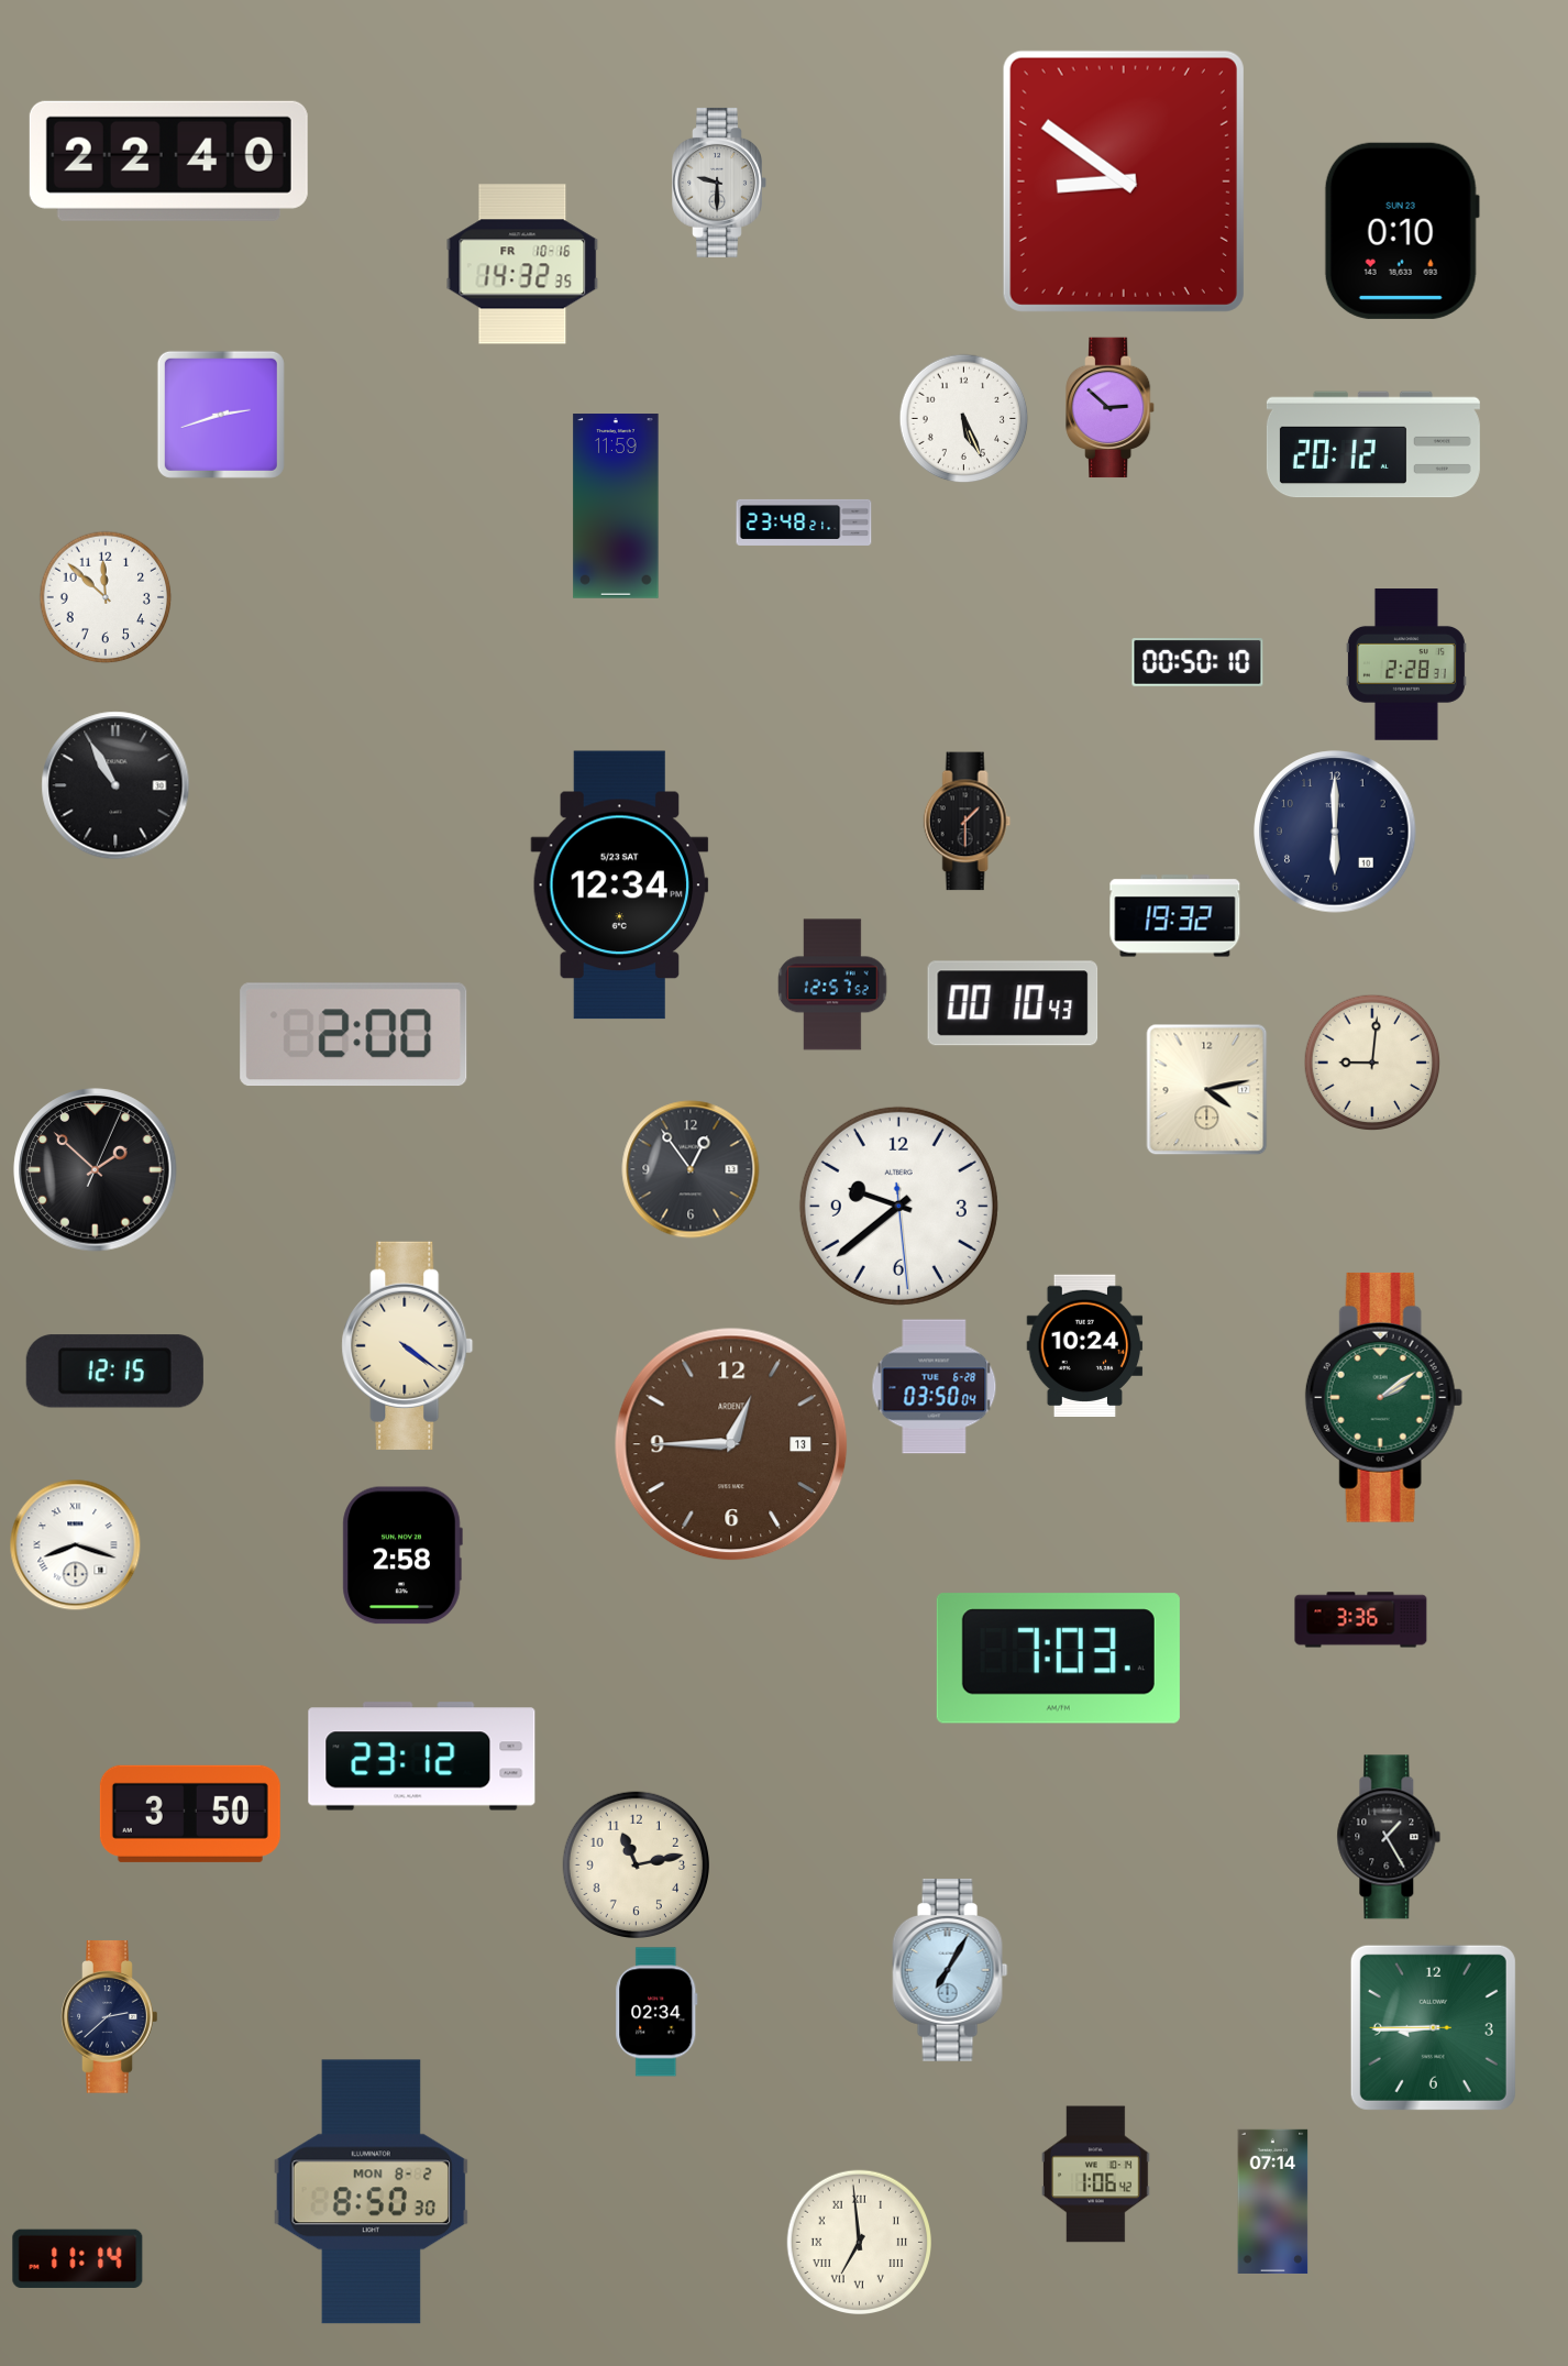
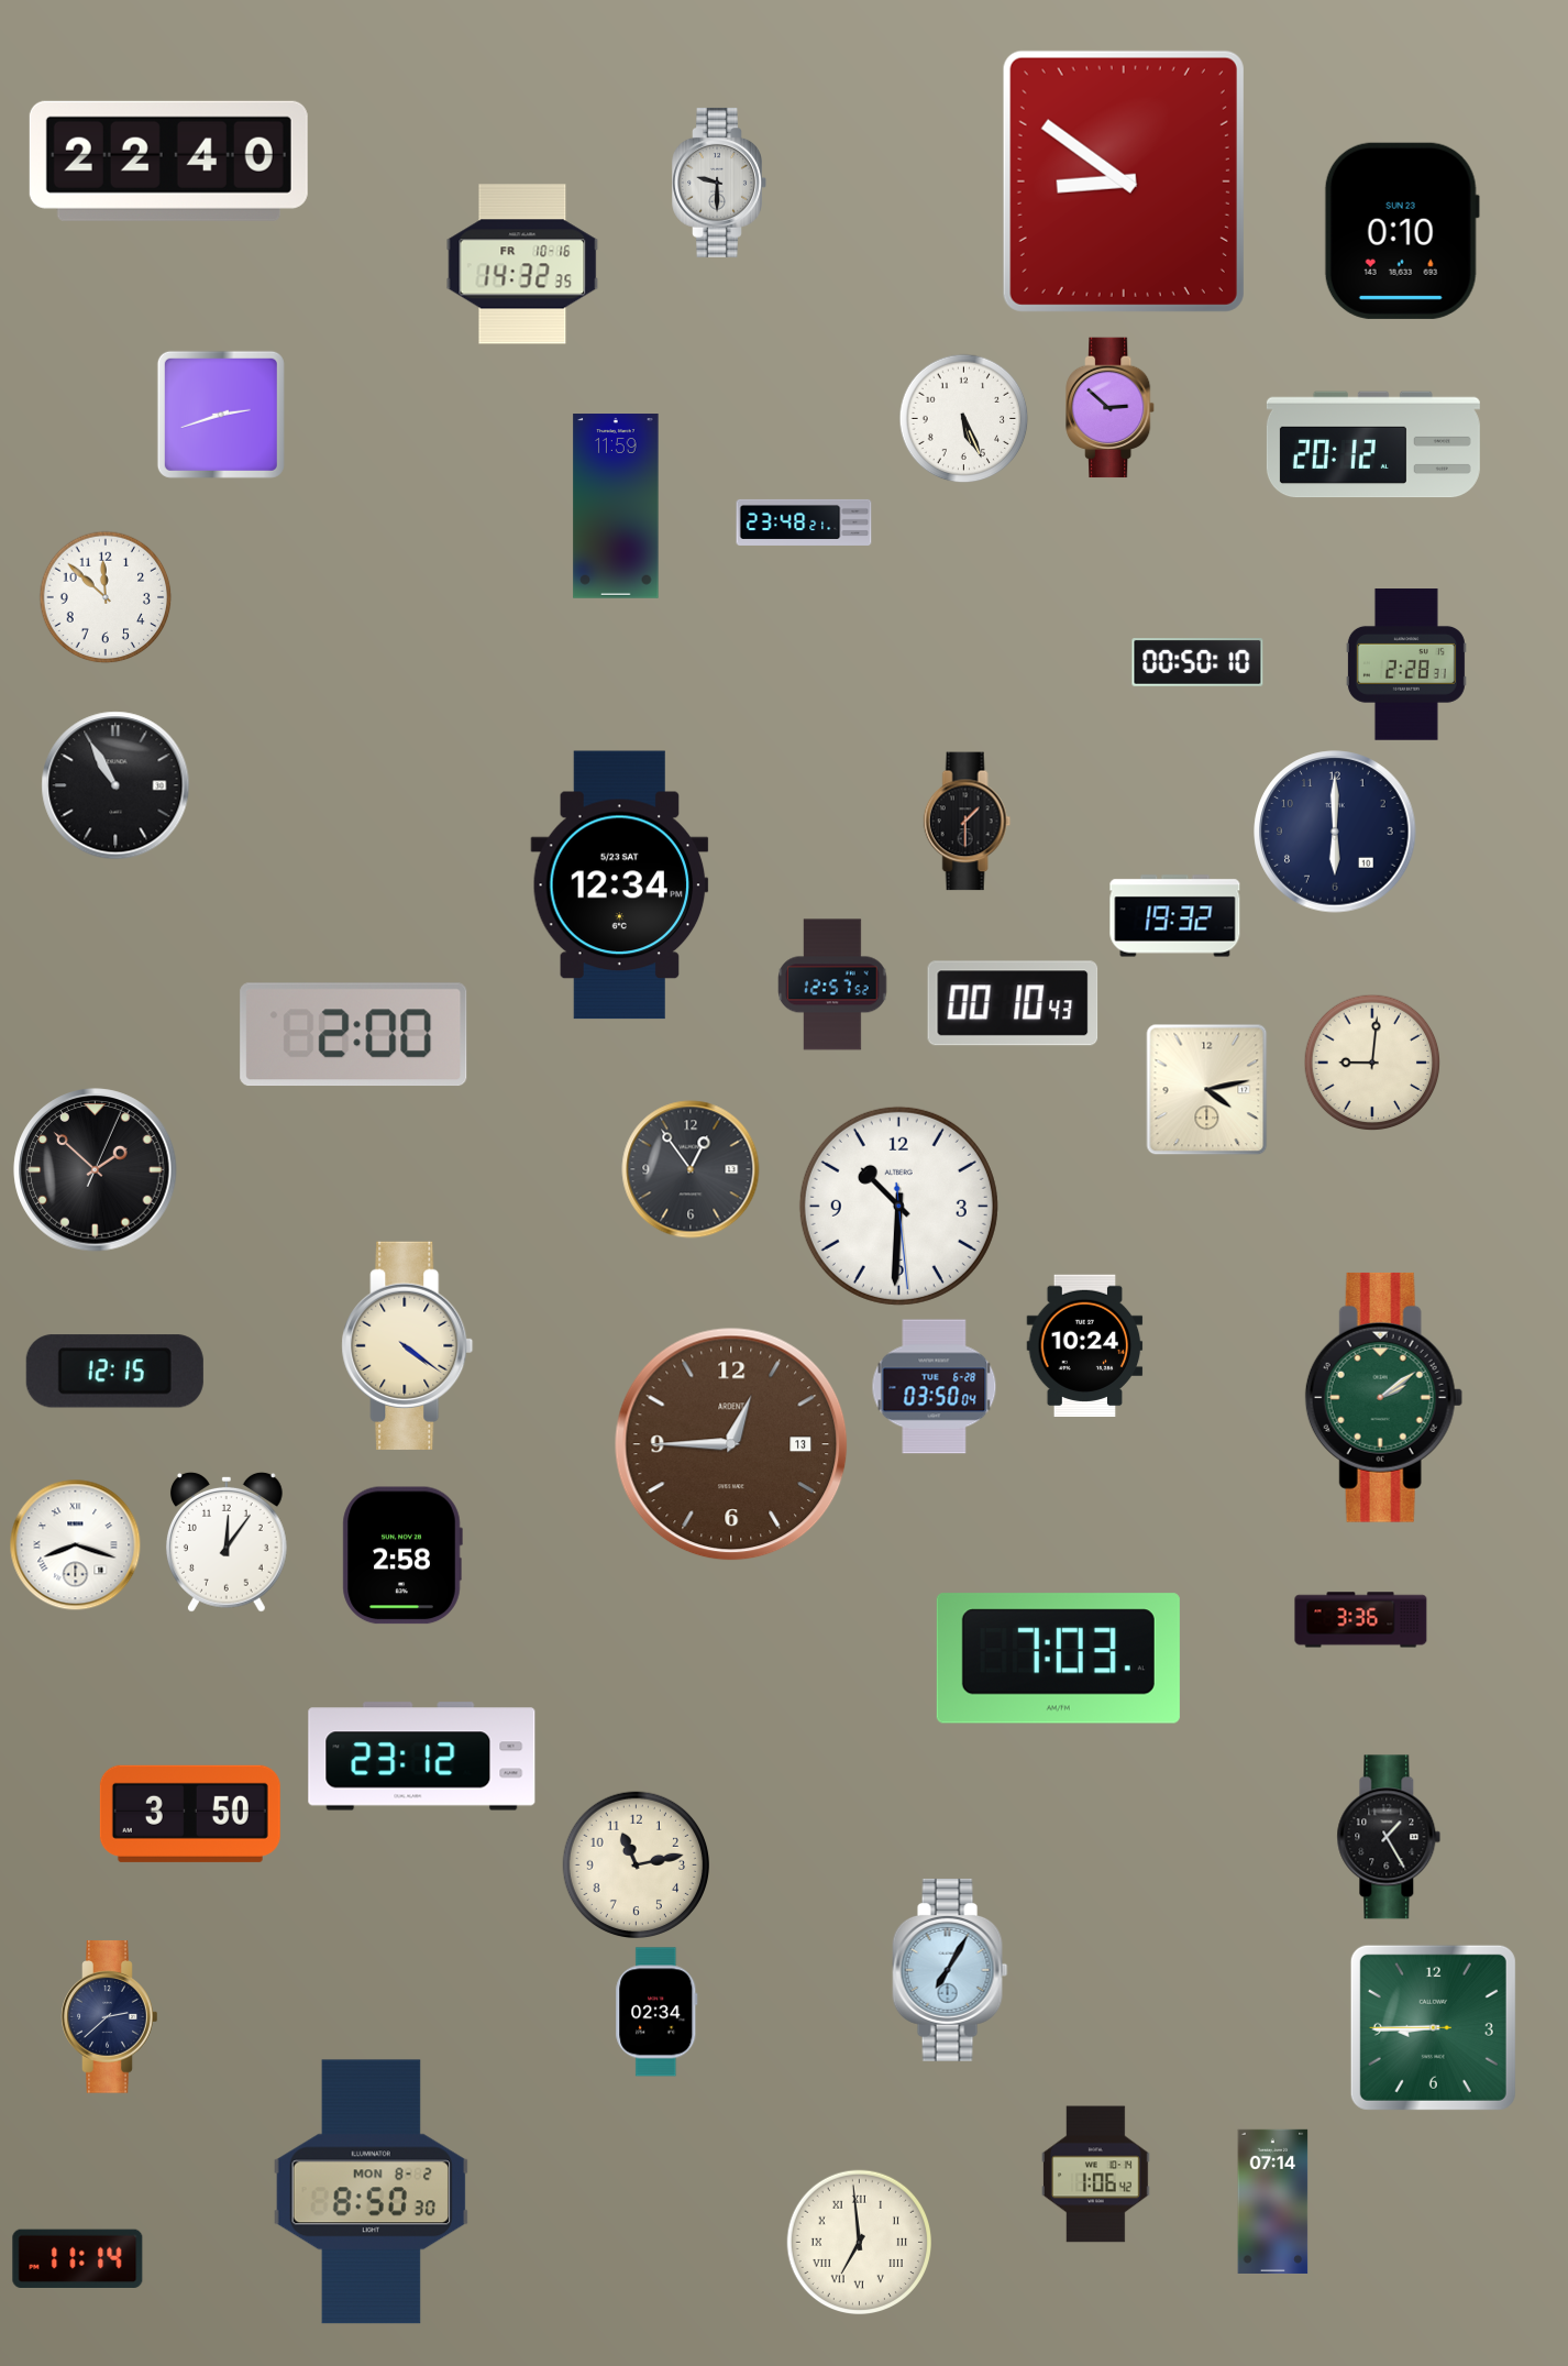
clock at (898, 1206): 9:38 -> 10:30
clock at (227, 1542): none -> 12:06
